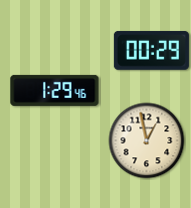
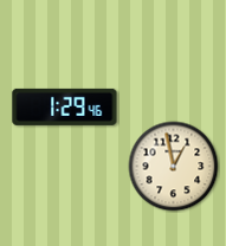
clock at (151, 51): 00:29 -> none
